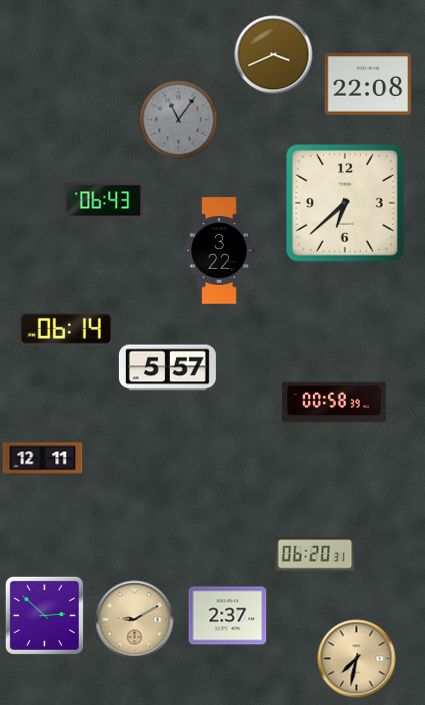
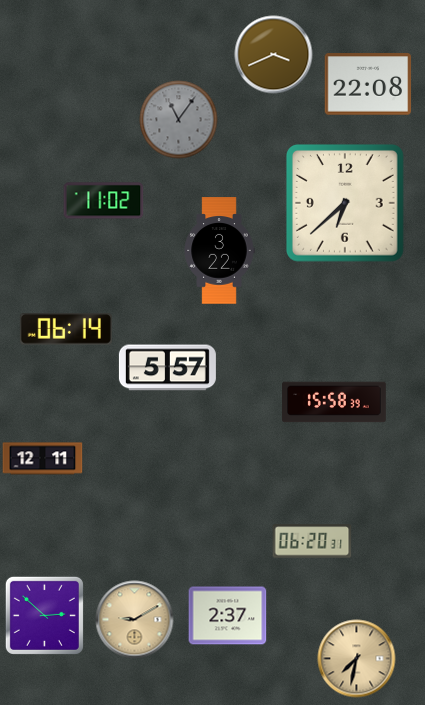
clock at (103, 201): 06:43 -> 11:02
clock at (334, 402): 00:58 -> 15:58
clock at (315, 554) position: (315, 554) -> (312, 541)
